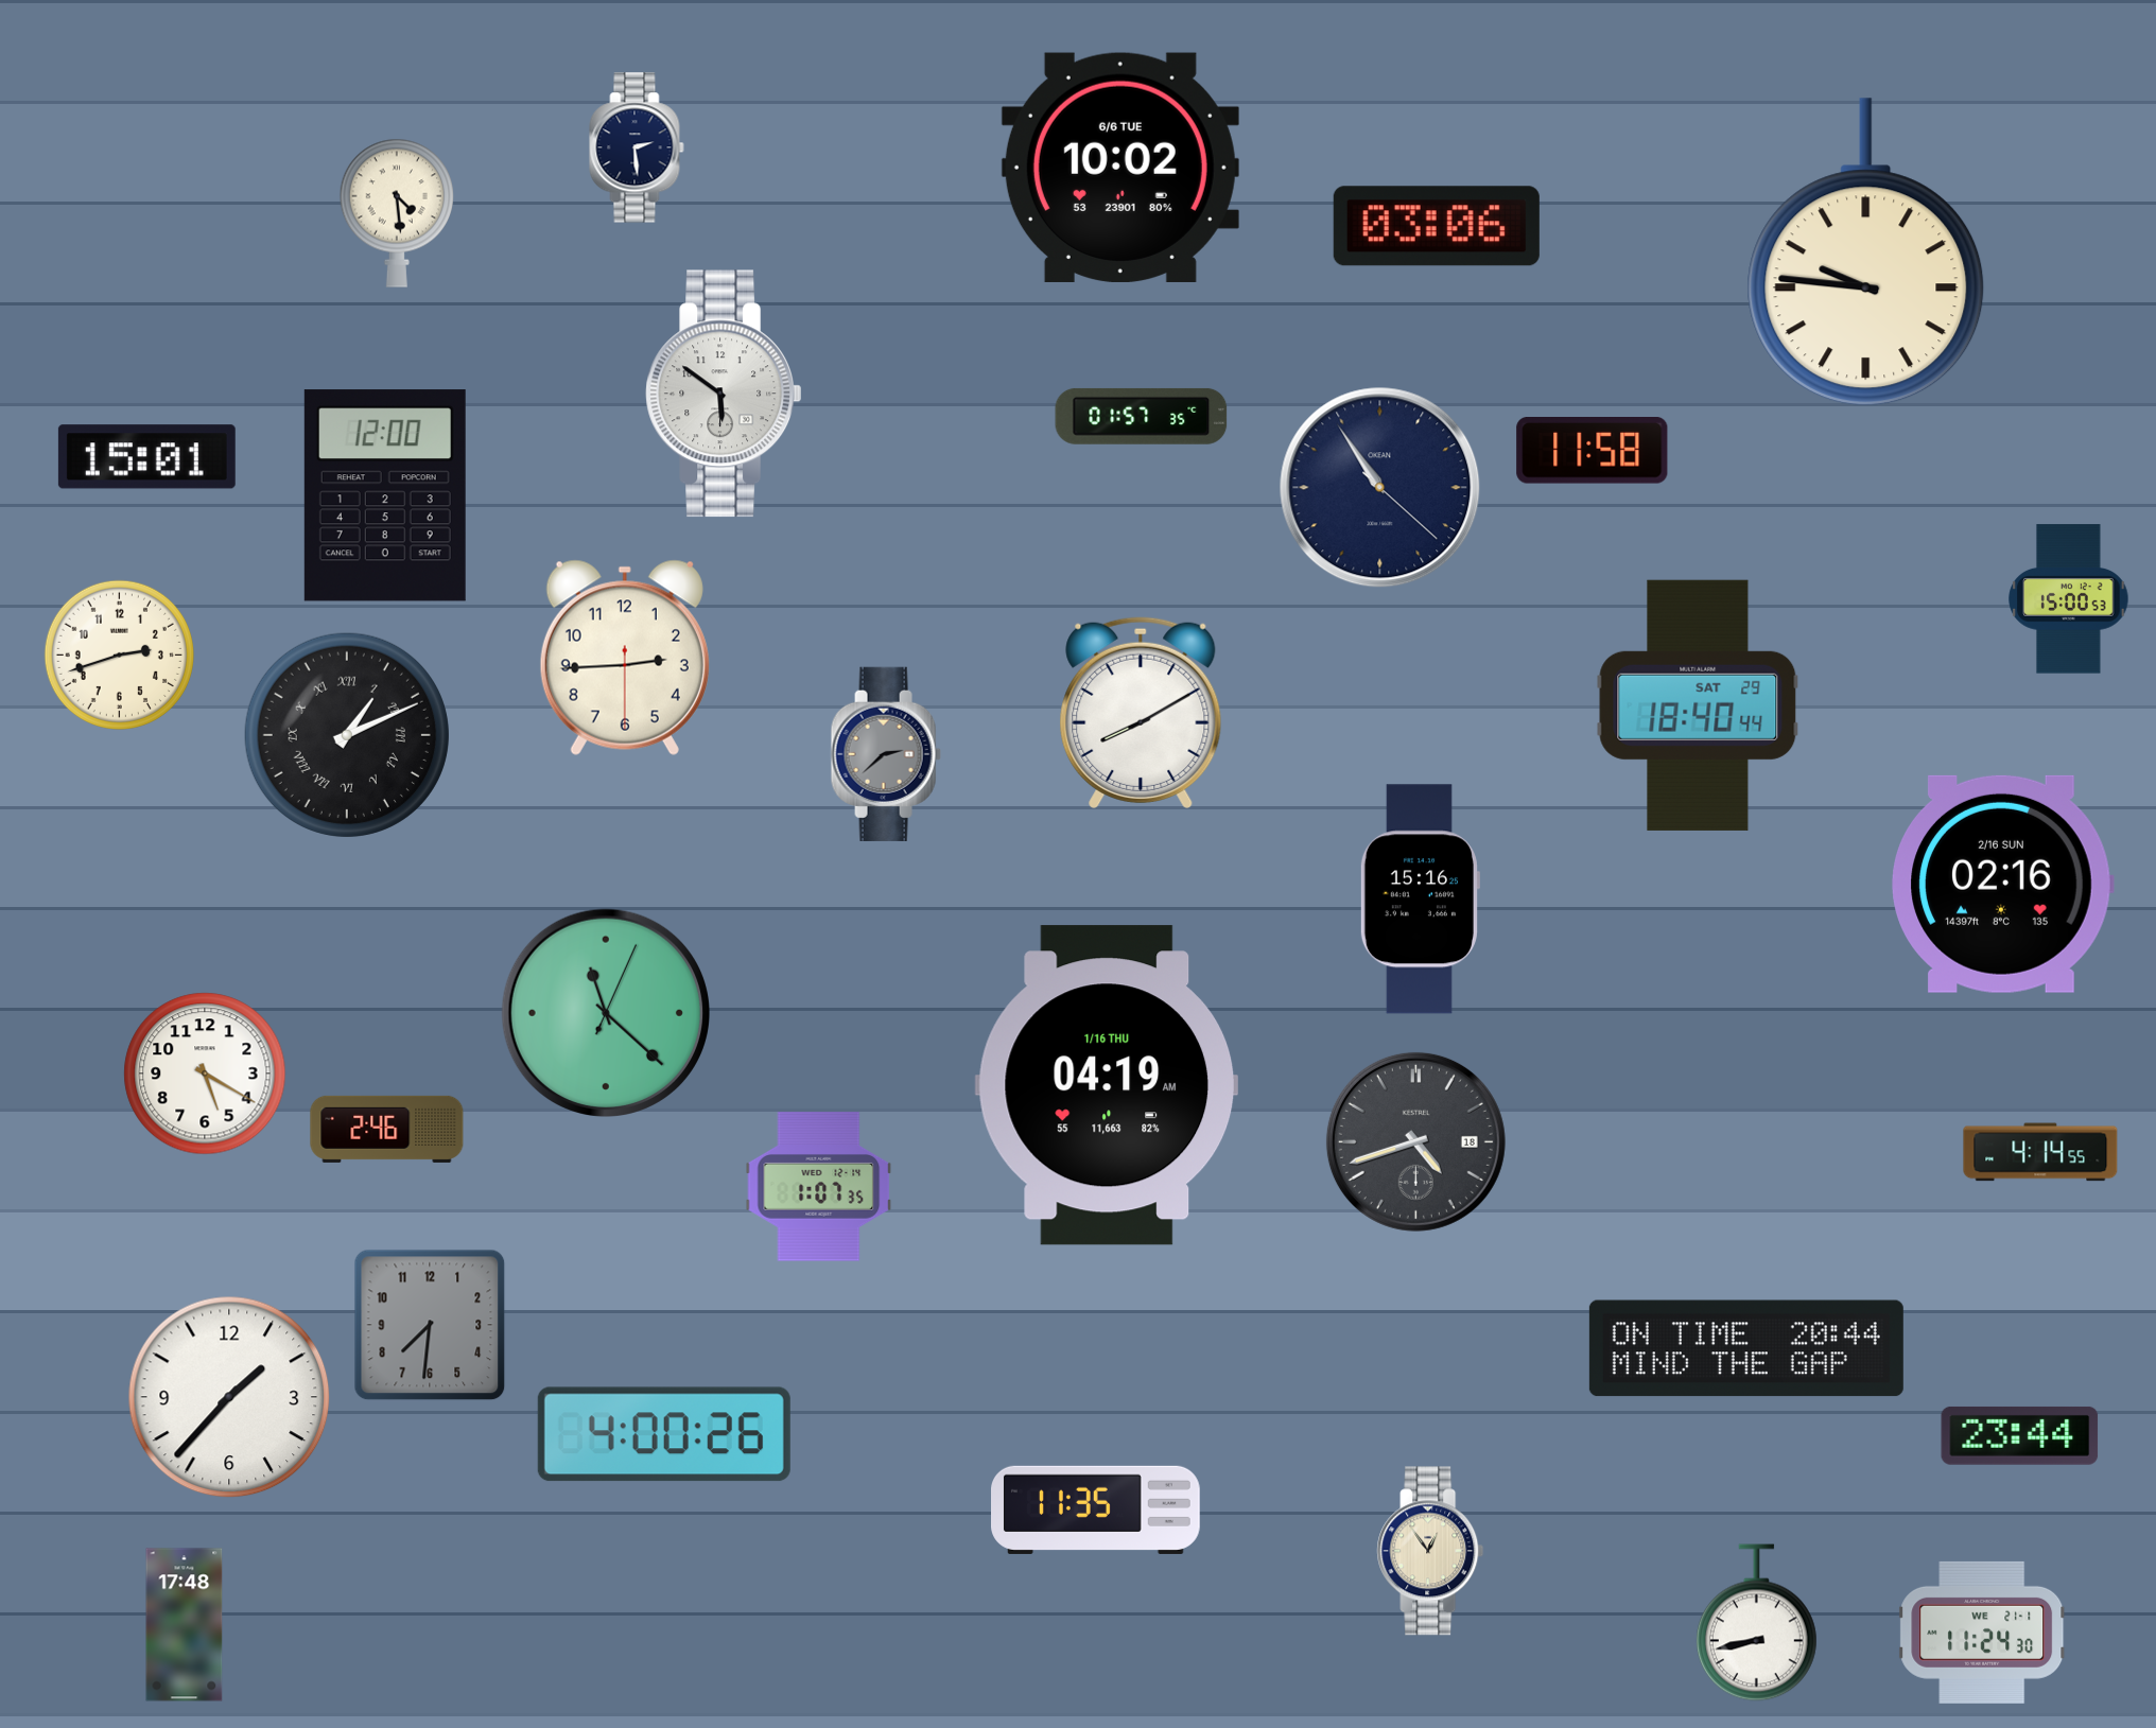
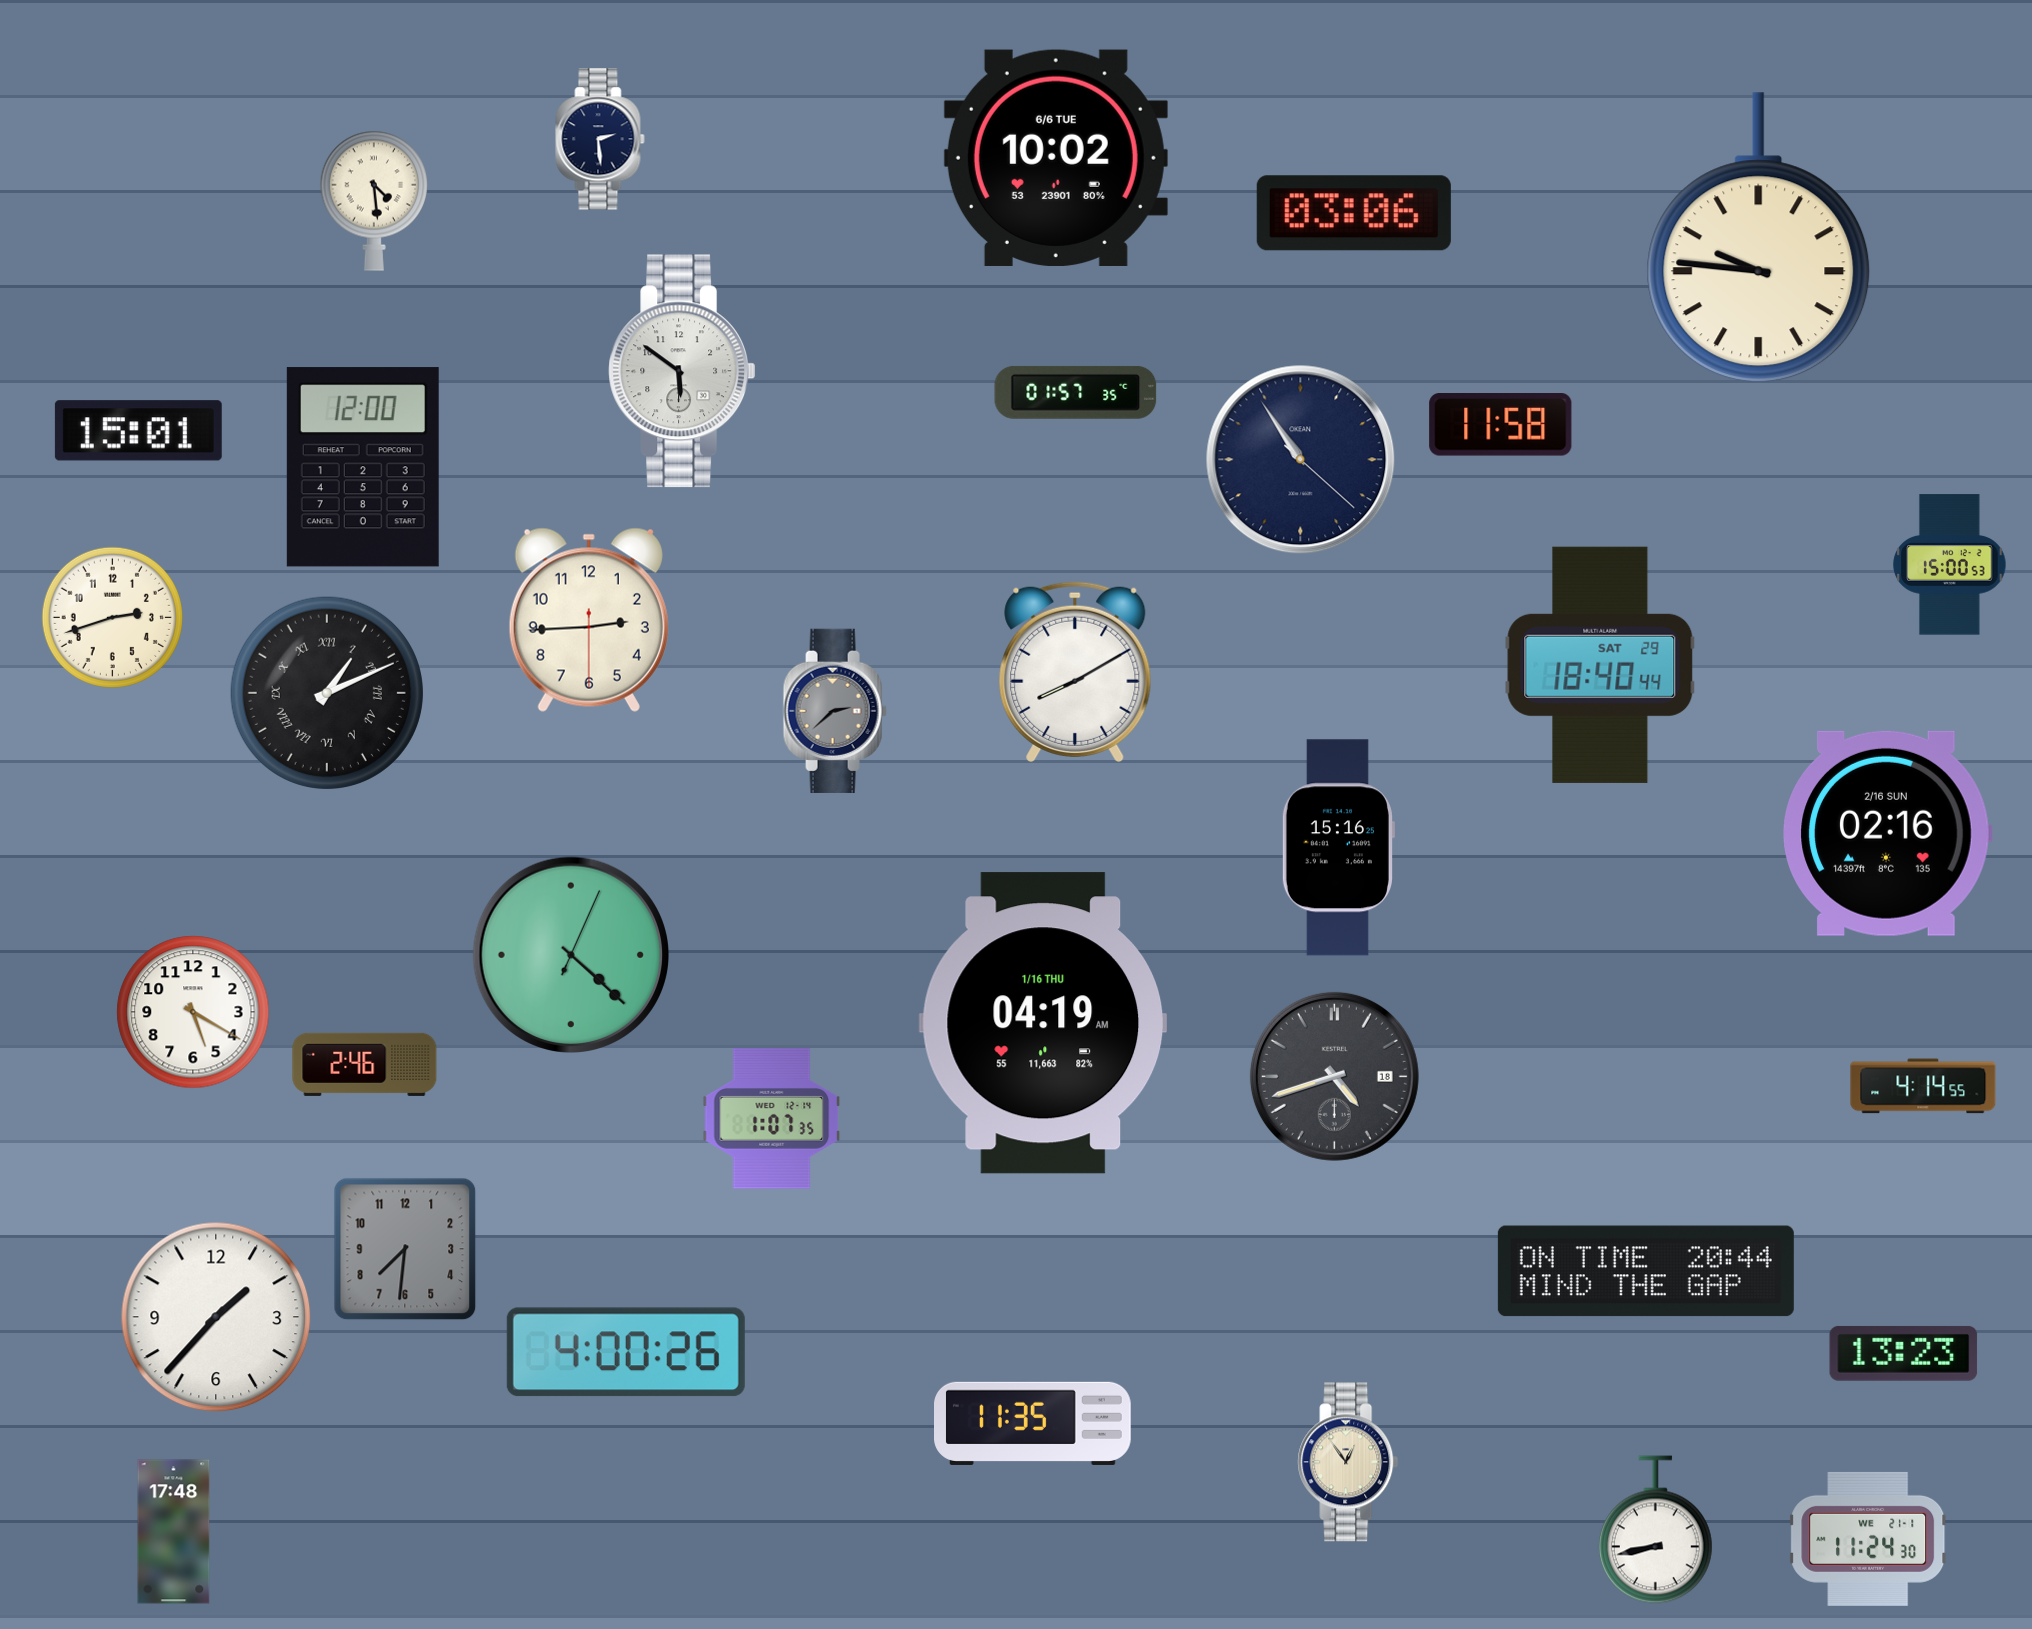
clock at (605, 1012): 11:22 -> 4:22
clock at (2020, 1435): 23:44 -> 13:23
